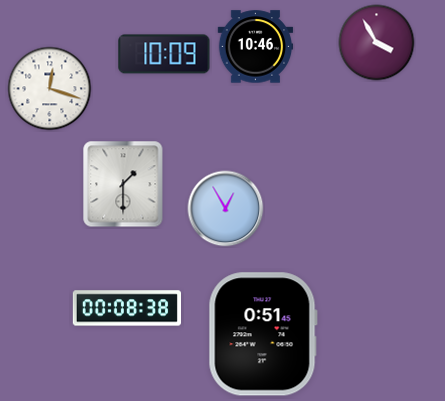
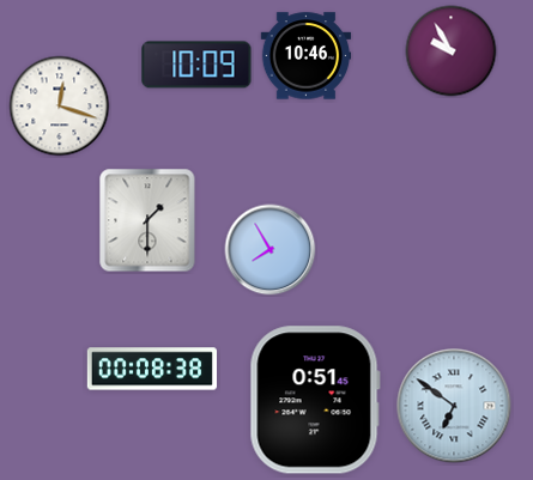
clock at (377, 43): 3:55 -> 9:55
clock at (226, 209): 12:55 -> 7:55
clock at (454, 406): none -> 6:51
